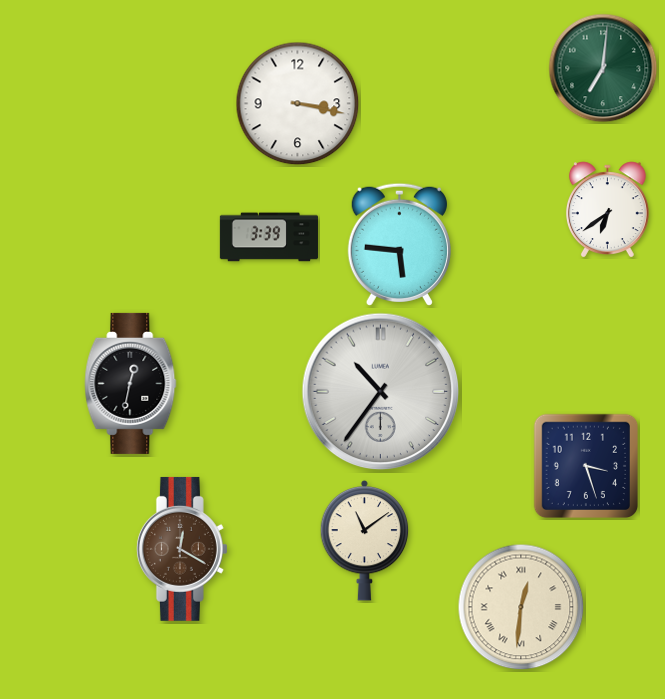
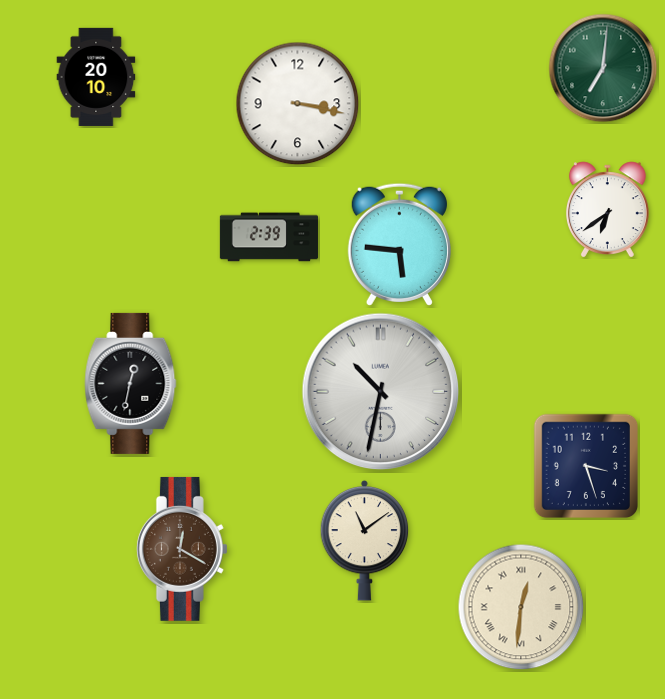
clock at (96, 77): none -> 20:10
clock at (269, 237): 3:39 -> 2:39
clock at (381, 392): 10:36 -> 10:32
